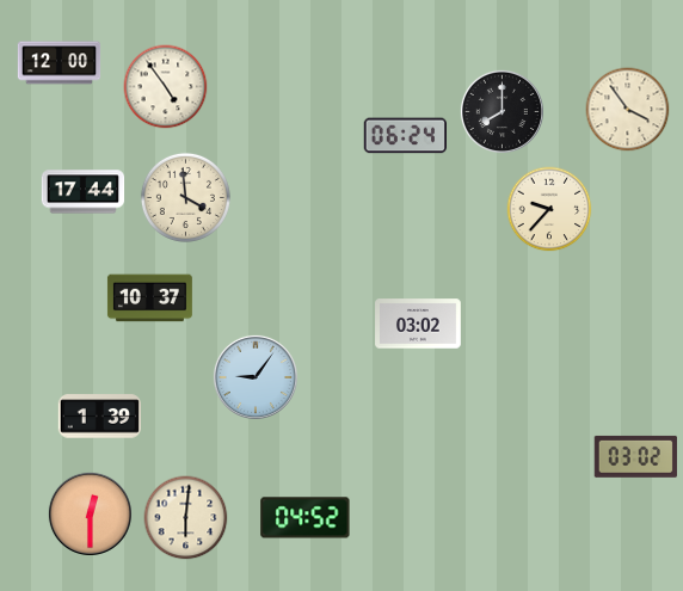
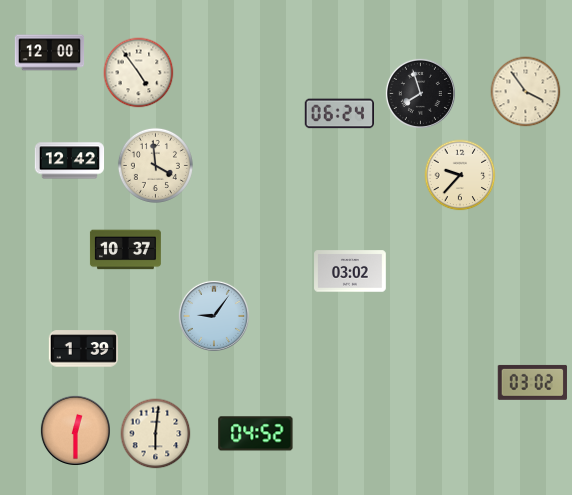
clock at (502, 111): 8:00 -> 7:57
clock at (84, 192): 17:44 -> 12:42
